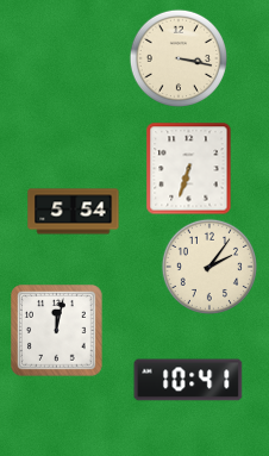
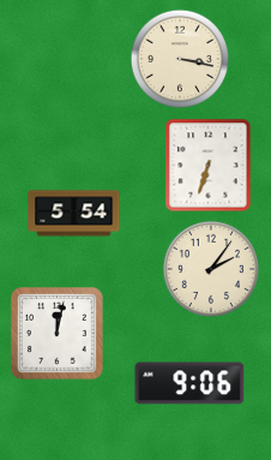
clock at (189, 168) position: (189, 168) -> (209, 165)
clock at (188, 380): 10:41 -> 9:06
